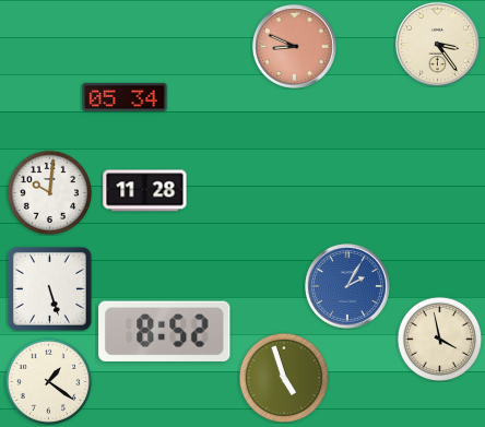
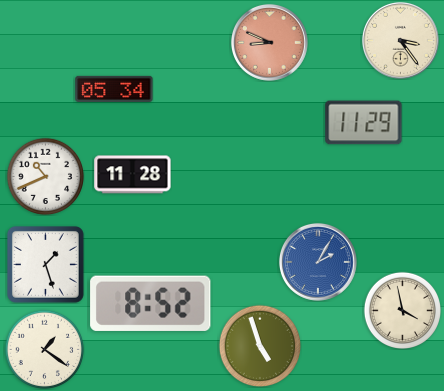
clock at (364, 123): none -> 11:29
clock at (49, 192): 10:01 -> 10:41
clock at (49, 288): 5:27 -> 1:27
